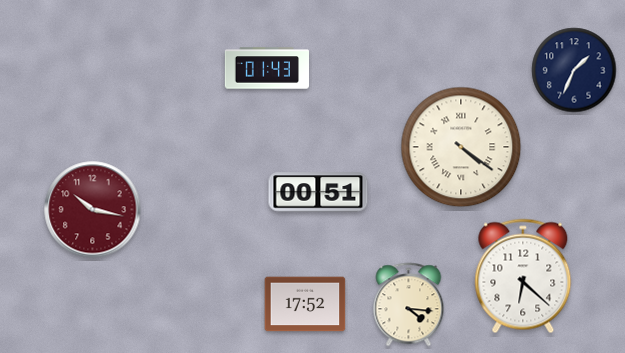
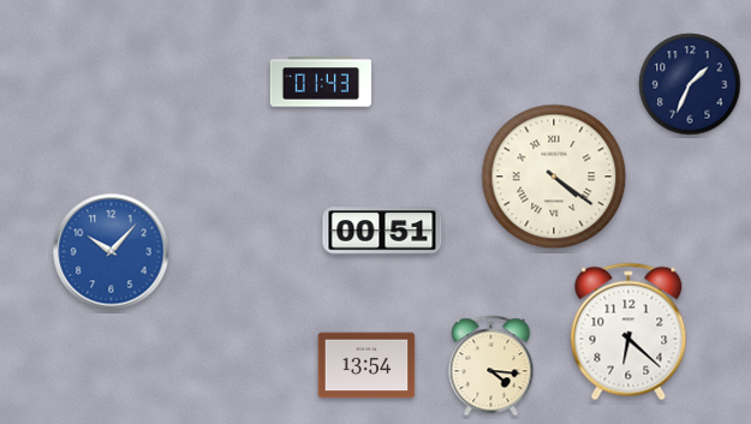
clock at (93, 210): 10:17 -> 10:07
clock at (93, 210) dial: burgundy -> blue
clock at (305, 304): 17:52 -> 13:54
